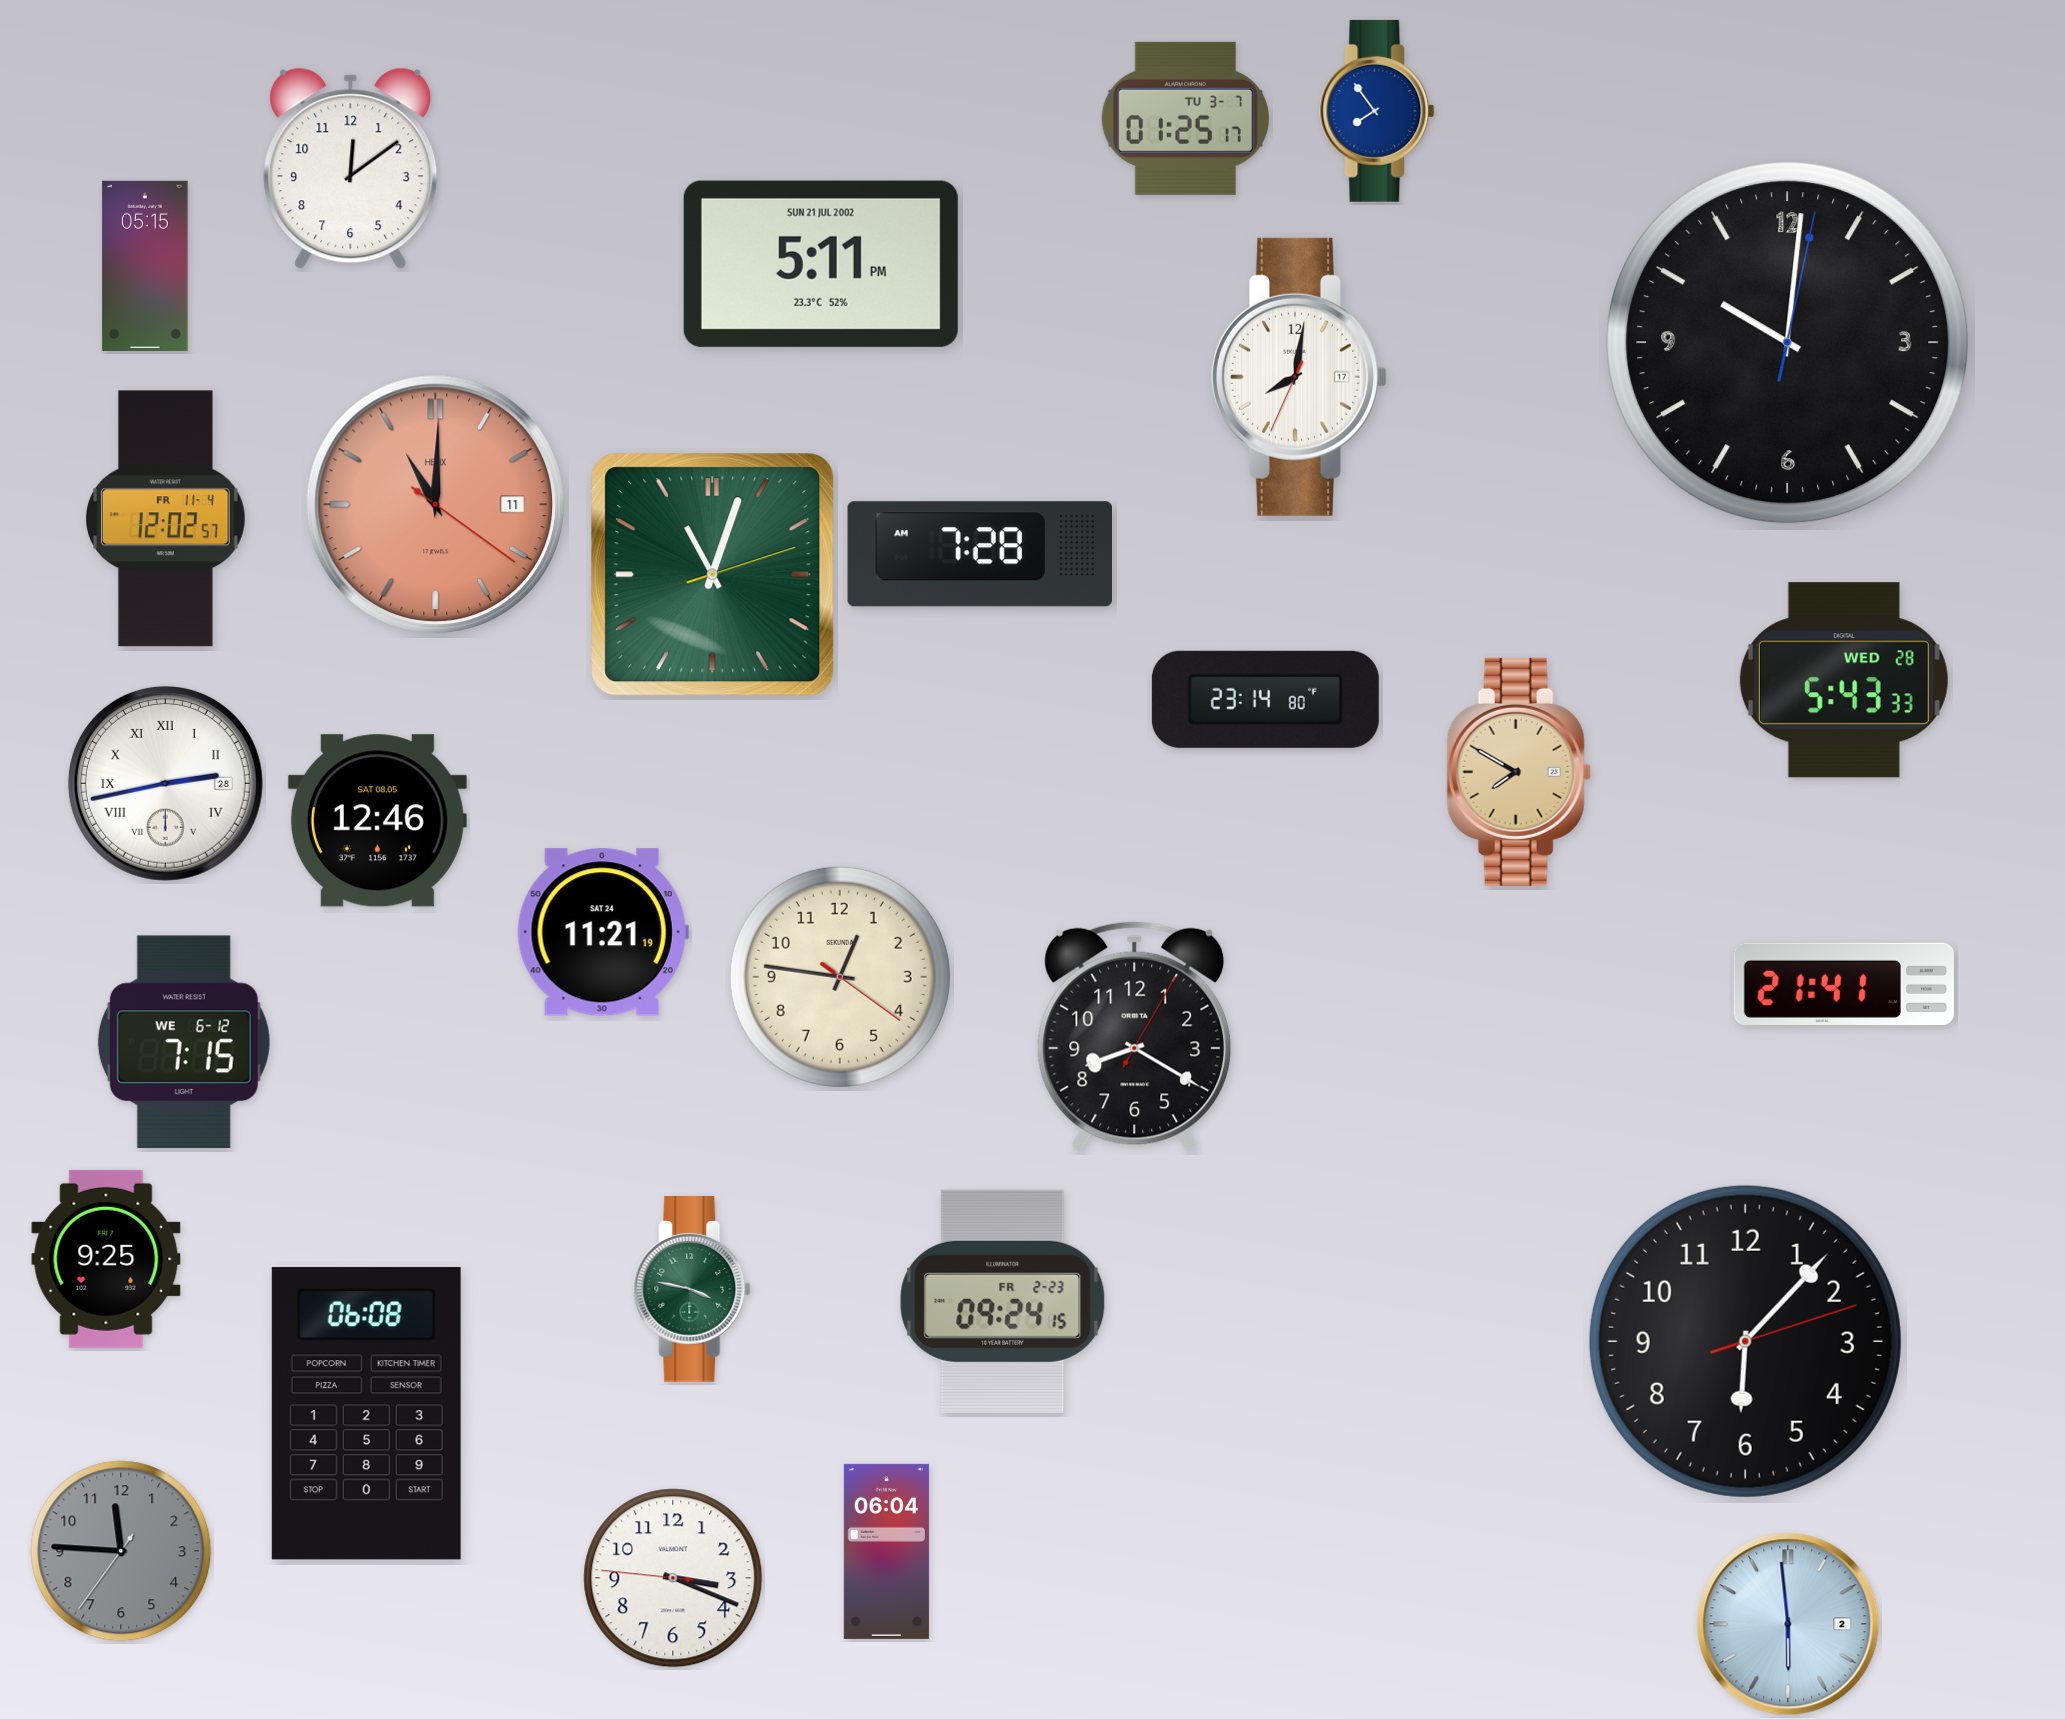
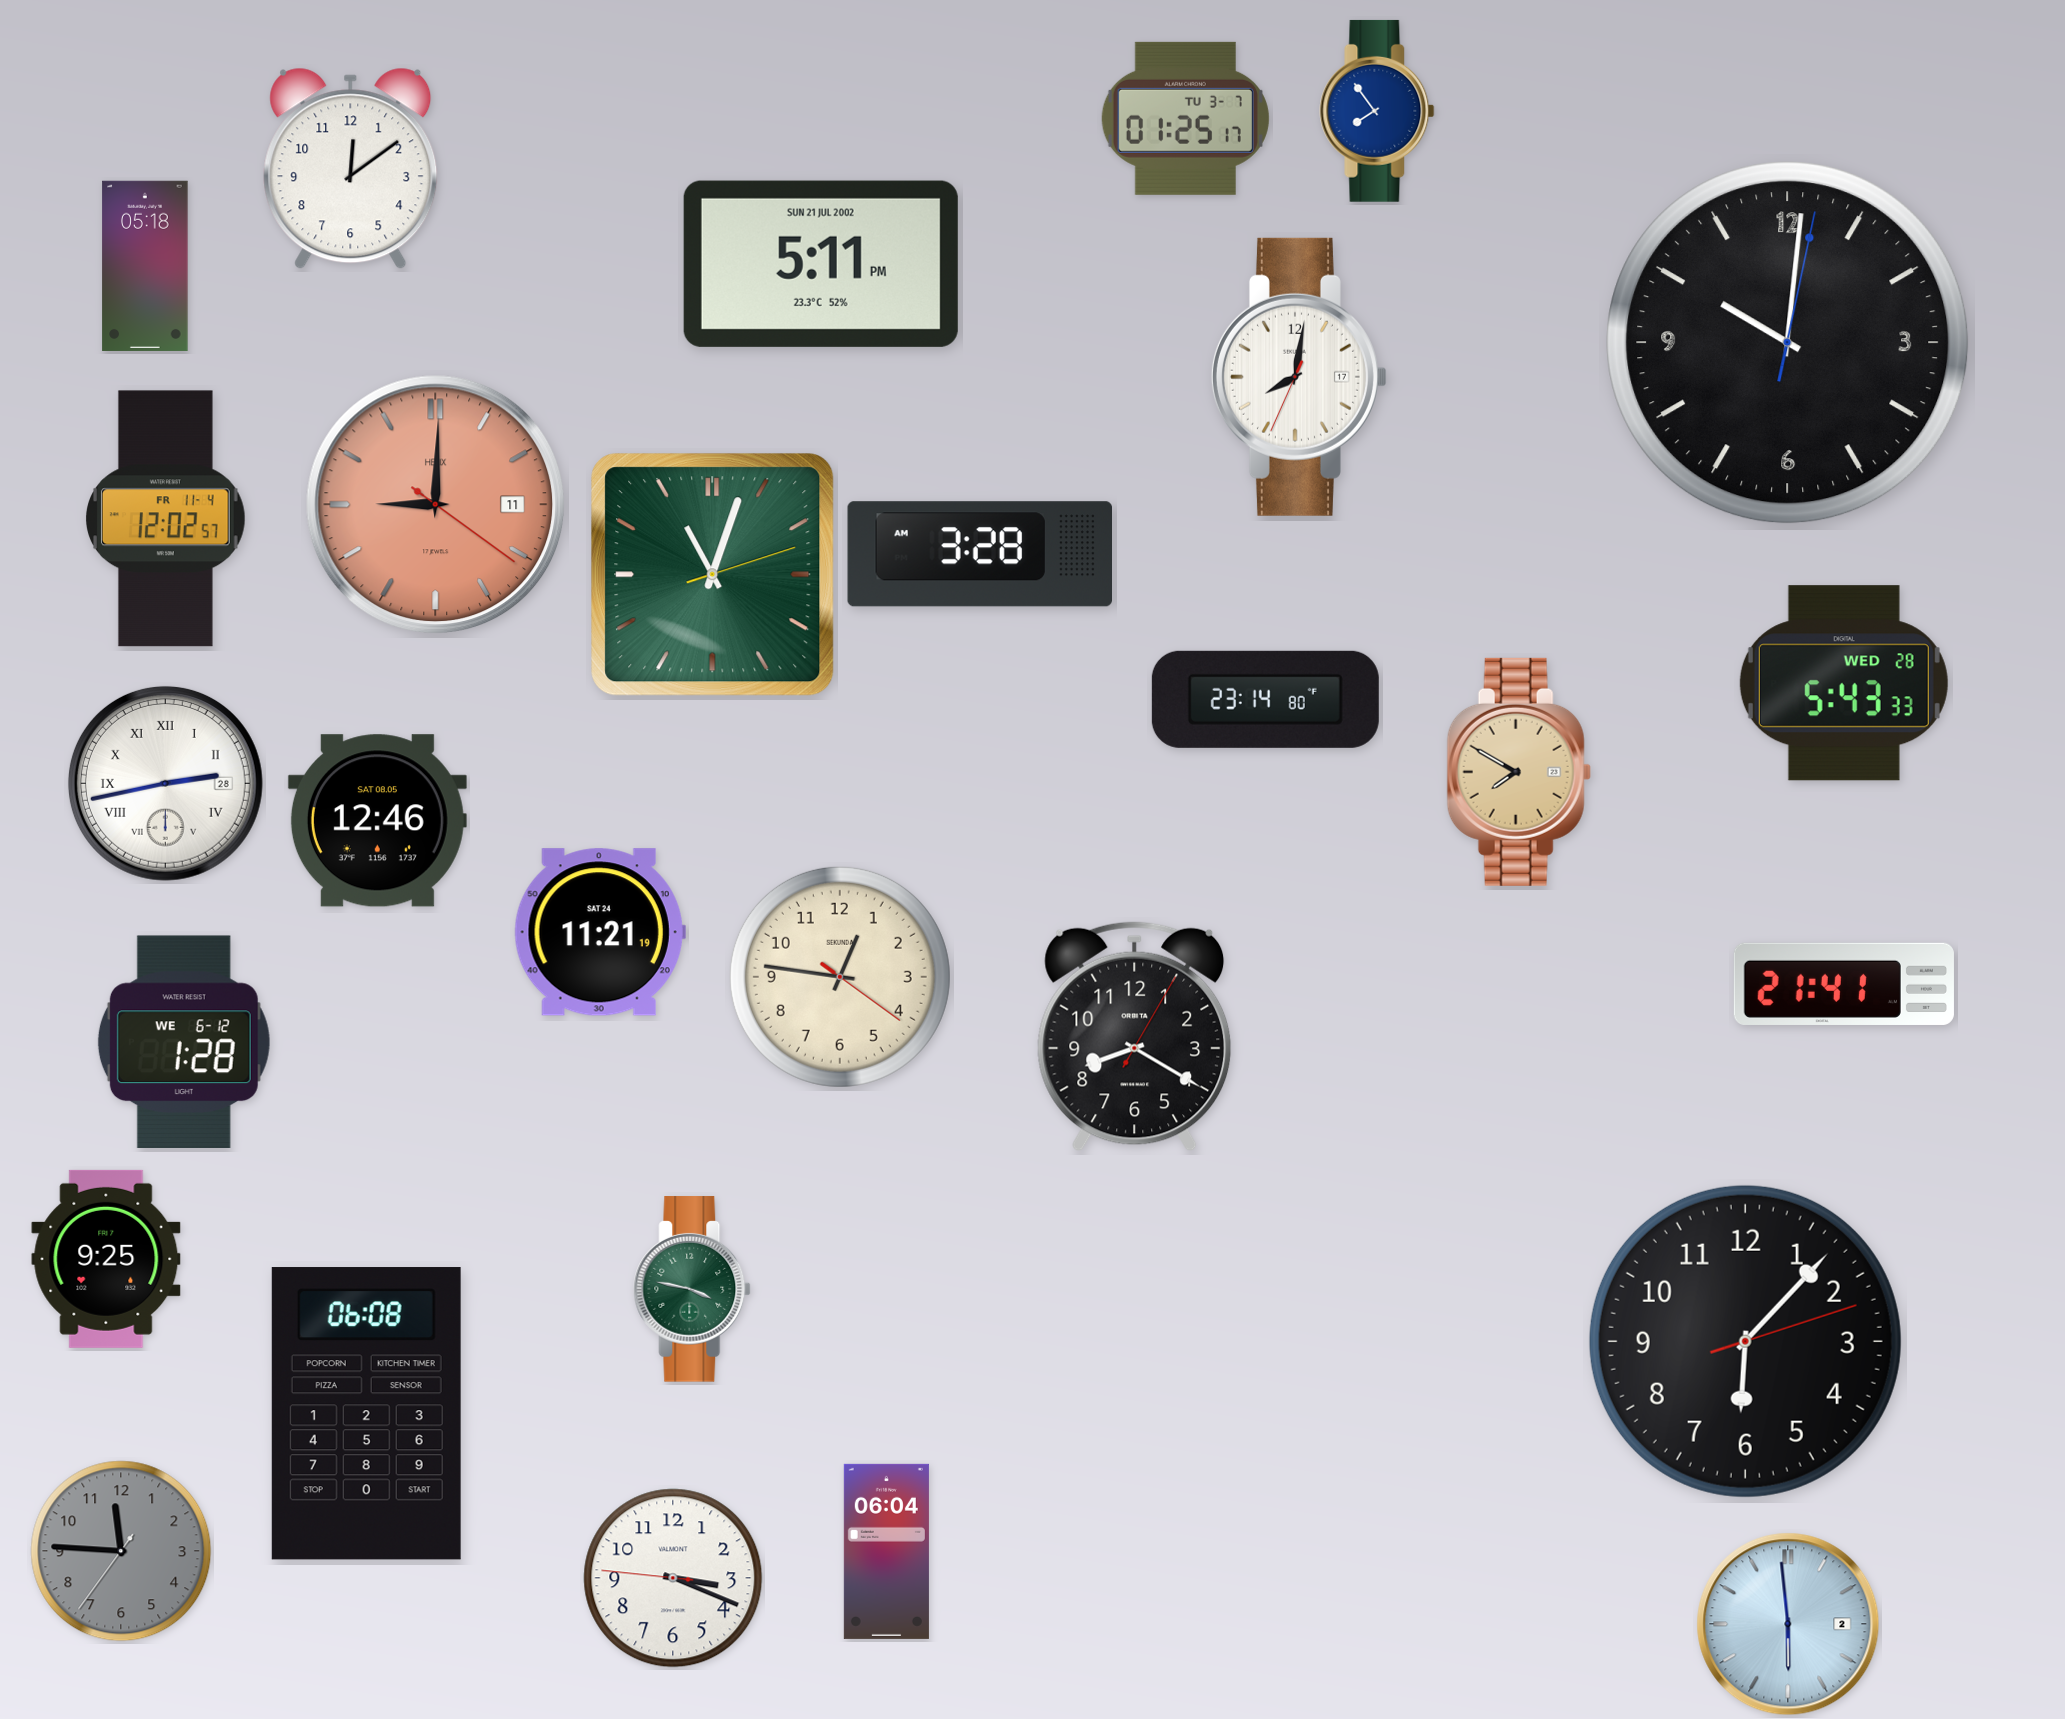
clock at (145, 266): 05:15 -> 05:18
clock at (436, 505): 11:00 -> 9:00
clock at (979, 554): 7:28 -> 3:28
clock at (1844, 680) position: (1844, 680) -> (1844, 683)
clock at (603, 932) position: (603, 932) -> (600, 932)
clock at (184, 1041): 7:15 -> 1:28
clock at (1003, 1301): 09:24 -> none
